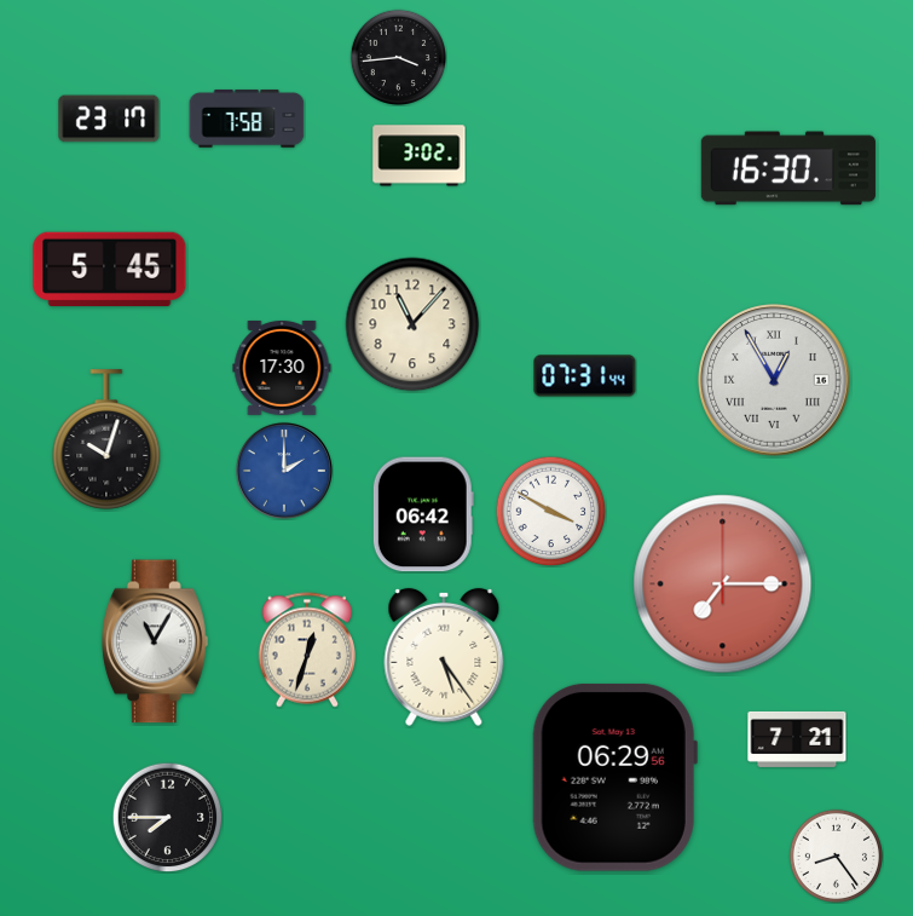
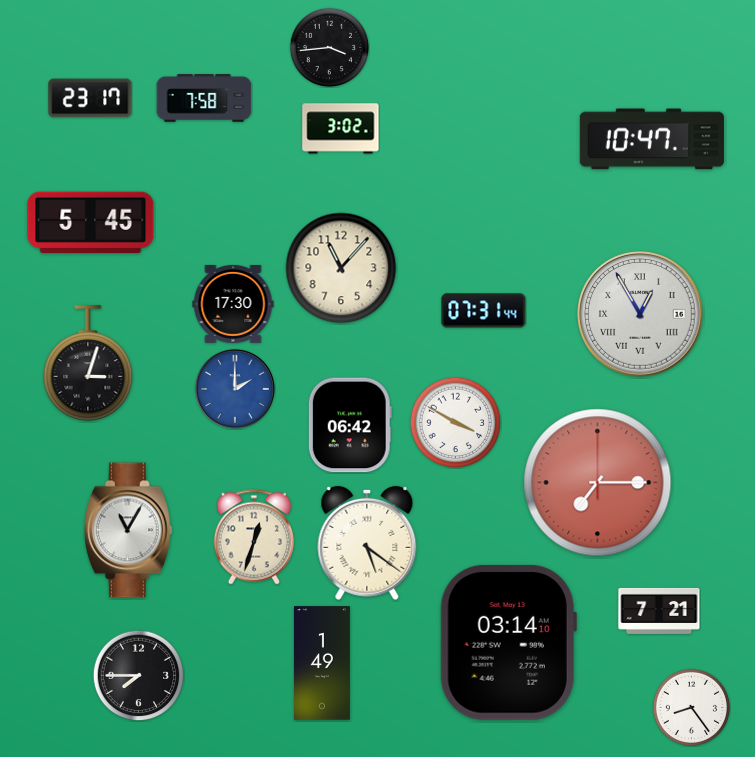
clock at (420, 156) position: (420, 156) -> (341, 129)
clock at (788, 168): 16:30 -> 10:47
clock at (106, 439): 10:03 -> 3:03
clock at (444, 657): 5:24 -> 5:21
clock at (614, 777): 06:29 -> 03:14
clock at (322, 663): none -> 1:49
